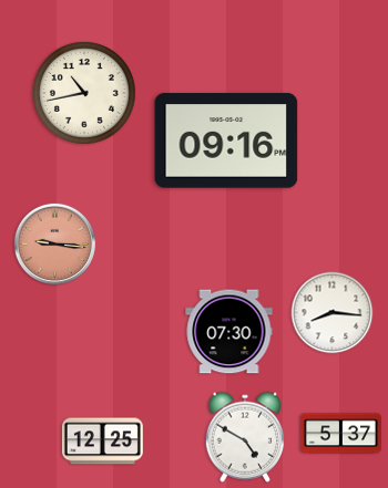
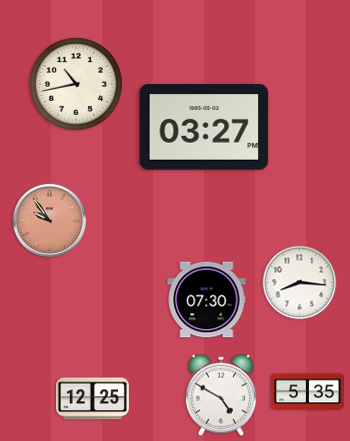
clock at (226, 141): 09:16 -> 03:27
clock at (54, 243): 9:16 -> 9:54
clock at (340, 434): 5:37 -> 5:35
